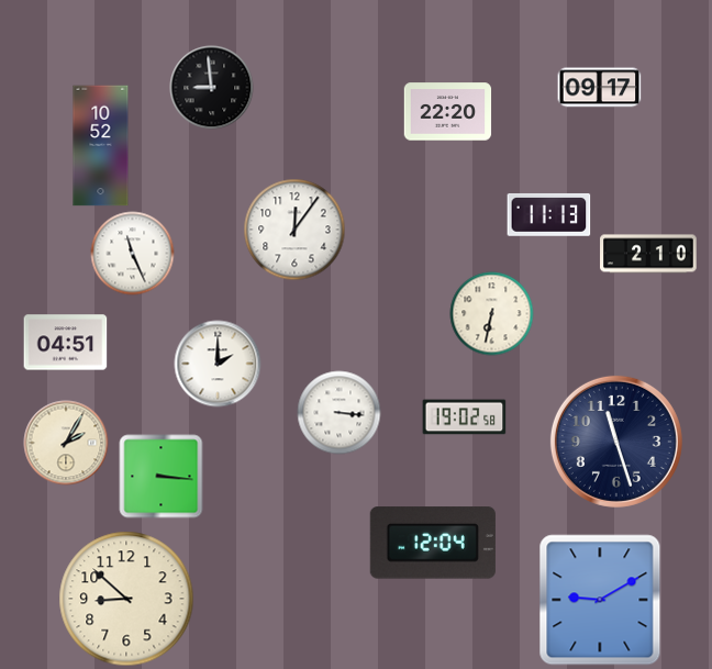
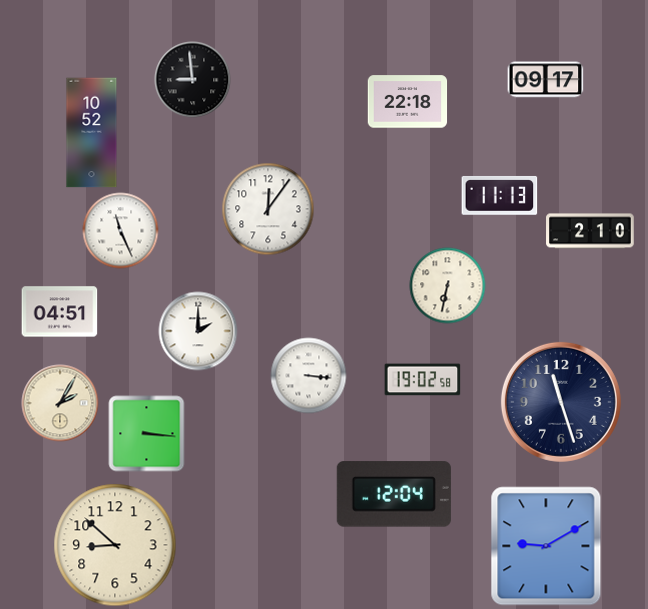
clock at (448, 112): 22:20 -> 22:18
